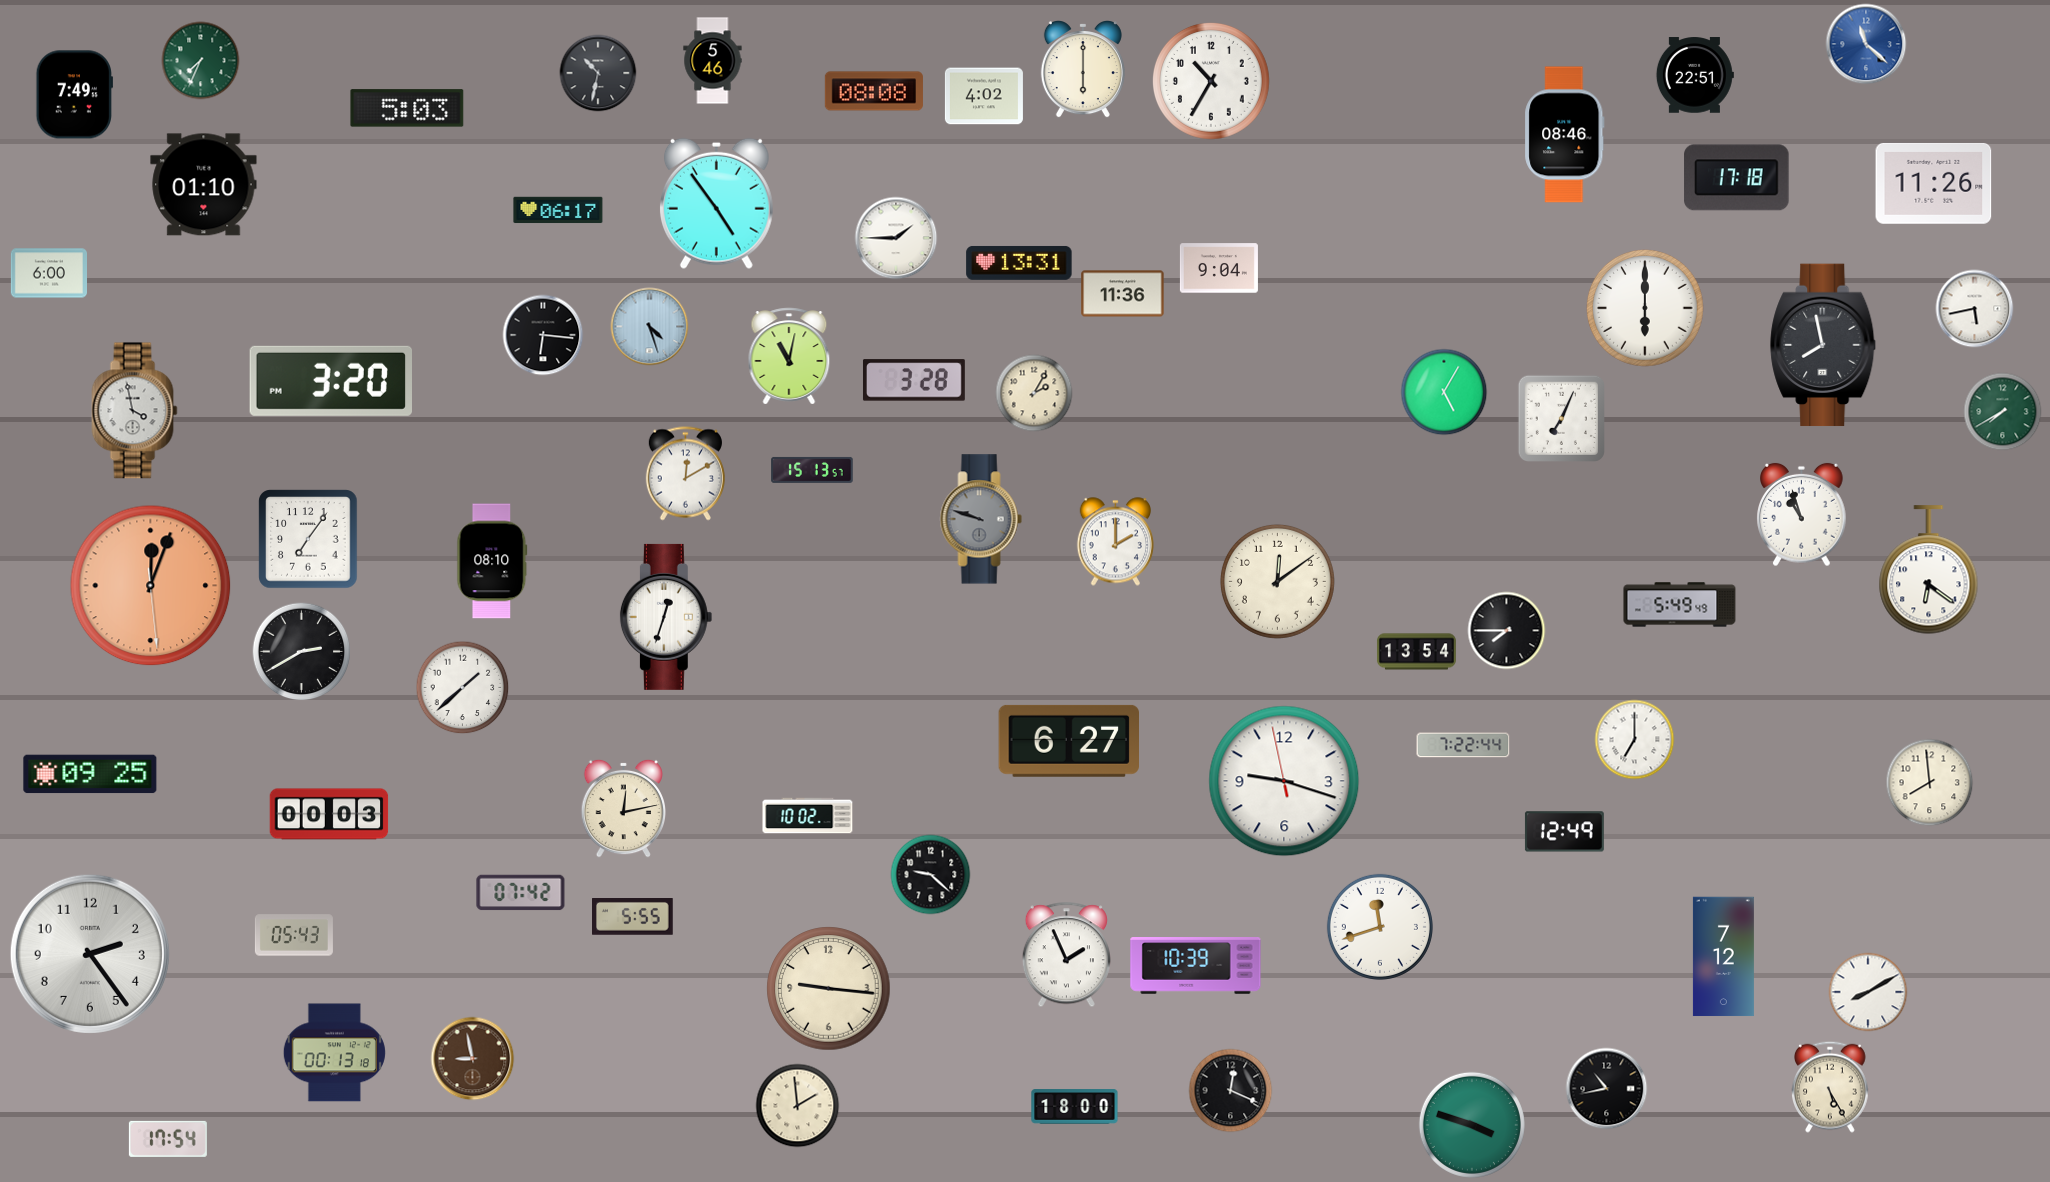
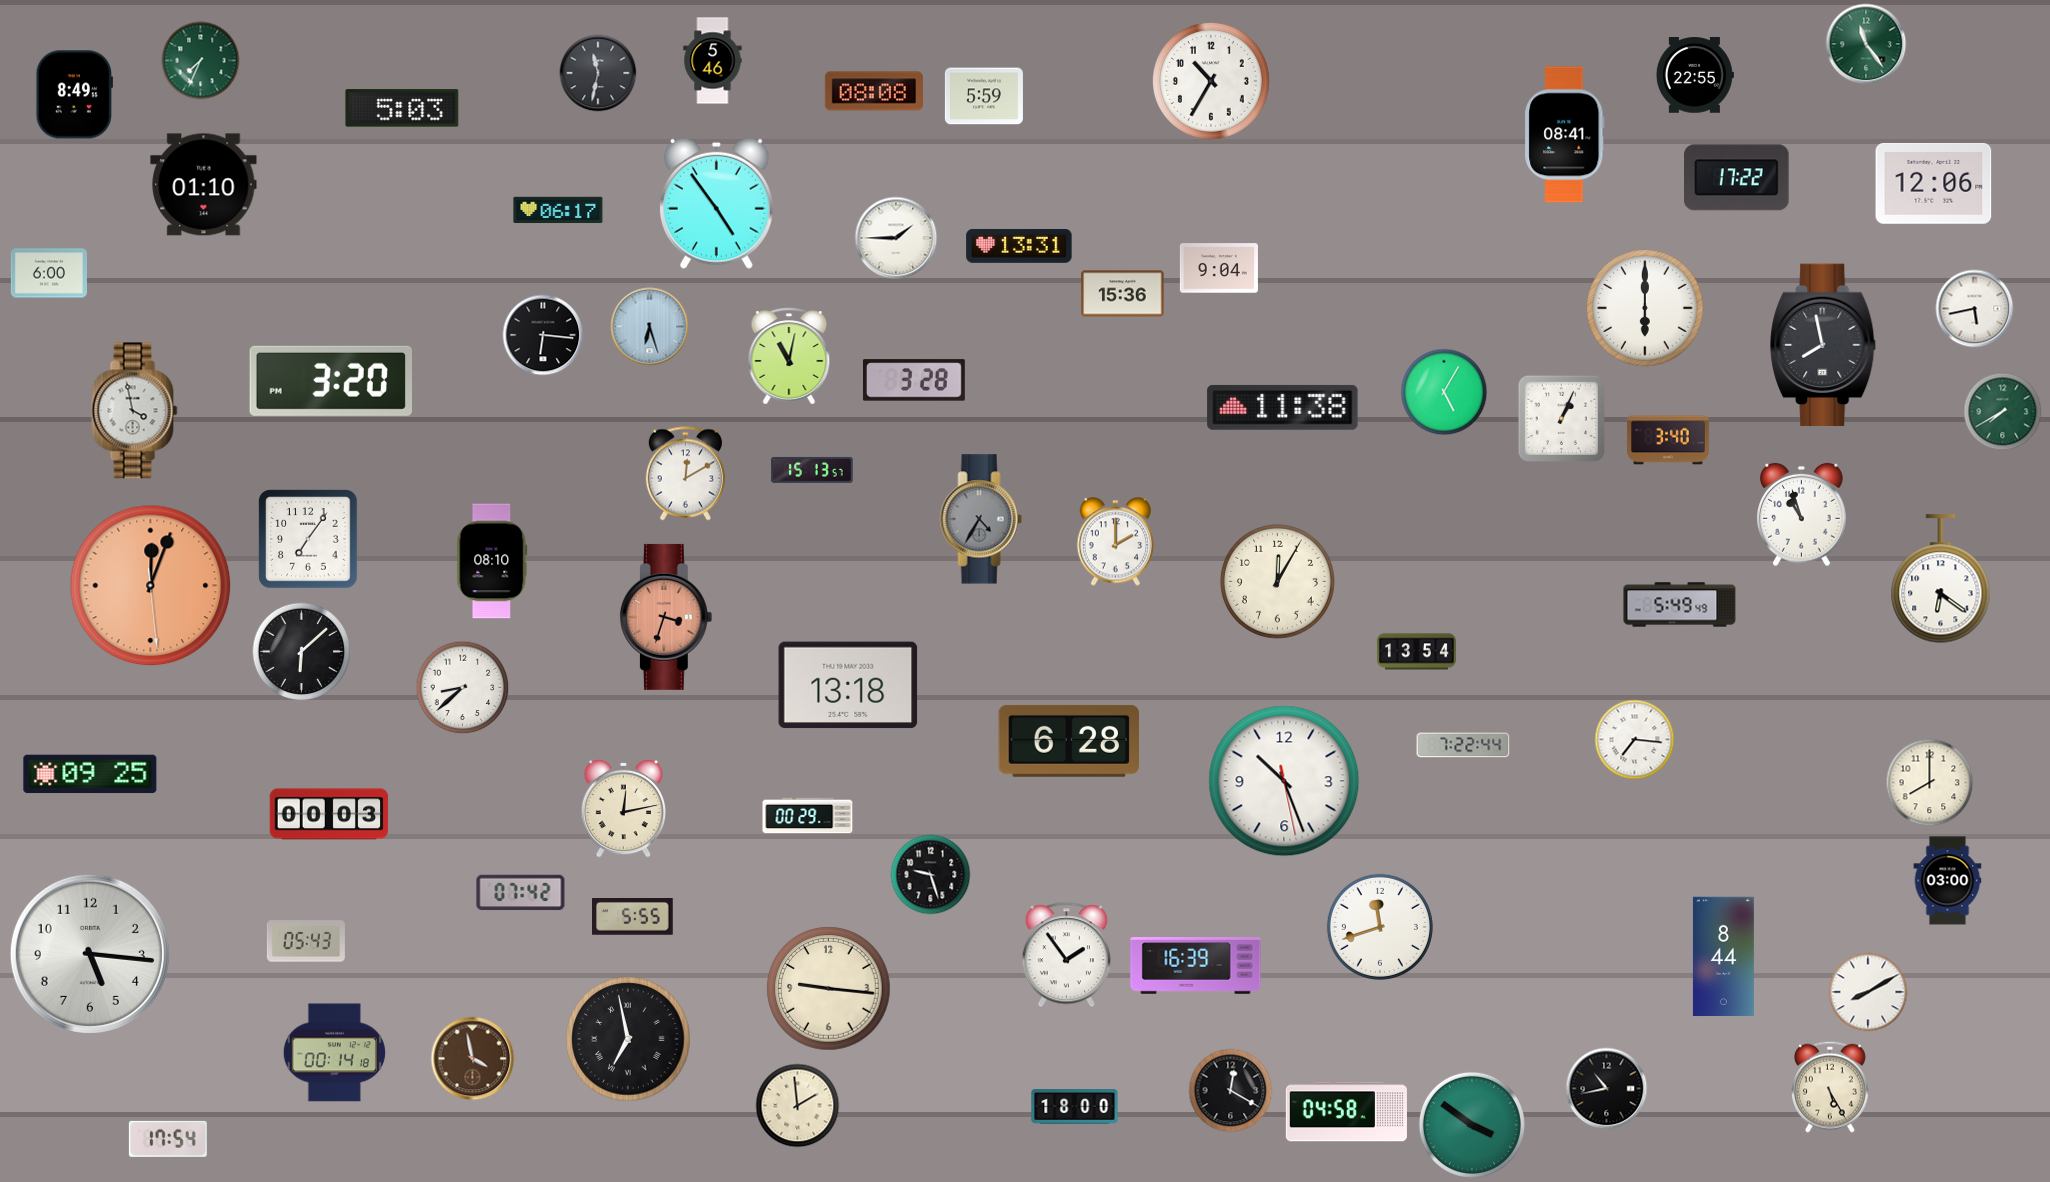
clock at (1866, 44): 11:22 -> 11:24
clock at (1866, 44) dial: blue -> green
clock at (1083, 70): 6:00 -> none
clock at (598, 73): 10:32 -> 11:32
clock at (1695, 75): 22:51 -> 22:55
clock at (74, 95): 7:49 -> 8:49
clock at (984, 96): 4:02 -> 5:59
clock at (407, 108) position: (407, 108) -> (402, 108)
clock at (1565, 135): 08:46 -> 08:41
clock at (1737, 178): 17:18 -> 17:22
clock at (1934, 183): 11:26 -> 12:06
clock at (1019, 263) position: (1019, 263) -> (1019, 246)
clock at (1123, 294): 11:36 -> 15:36
clock at (650, 327): 4:27 -> 6:27
clock at (1034, 393): 2:05 -> none
clock at (1283, 407): none -> 11:38
clock at (1561, 418): 7:04 -> 1:04
clock at (1668, 440): none -> 3:40
clock at (981, 519): 9:48 -> 4:35
clock at (1929, 570) position: (1929, 570) -> (1941, 579)
clock at (1277, 581): 12:09 -> 12:05
clock at (666, 617): 12:33 -> 3:33
clock at (666, 617) dial: white -> salmon
clock at (1507, 631): 7:45 -> none
clock at (302, 652): 2:40 -> 6:08
clock at (848, 685): none -> 13:18
clock at (463, 688): 1:38 -> 8:38
clock at (1635, 740): 7:00 -> 7:16
clock at (1068, 741): 6:27 -> 6:28
clock at (1284, 781): 9:17 -> 10:26
clock at (1930, 783): 7:59 -> 8:00
clock at (808, 816): 10:02 -> 00:29
clock at (1564, 832): 12:49 -> none
clock at (931, 875): 9:22 -> 9:27
clock at (1948, 881): none -> 03:00
clock at (294, 935) position: (294, 935) -> (306, 941)
clock at (90, 954): 2:24 -> 5:16
clock at (1066, 955): 1:56 -> 1:54
clock at (1723, 957): 7:12 -> 8:44
clock at (1196, 966): 10:39 -> 16:39
clock at (628, 1039): none -> 6:58
clock at (334, 1053): 00:13 -> 00:14
clock at (473, 1059): 8:58 -> 3:58
clock at (1231, 1091): 12:19 -> 12:20
clock at (1346, 1112): none -> 04:58
clock at (1472, 1125): 3:48 -> 3:51
